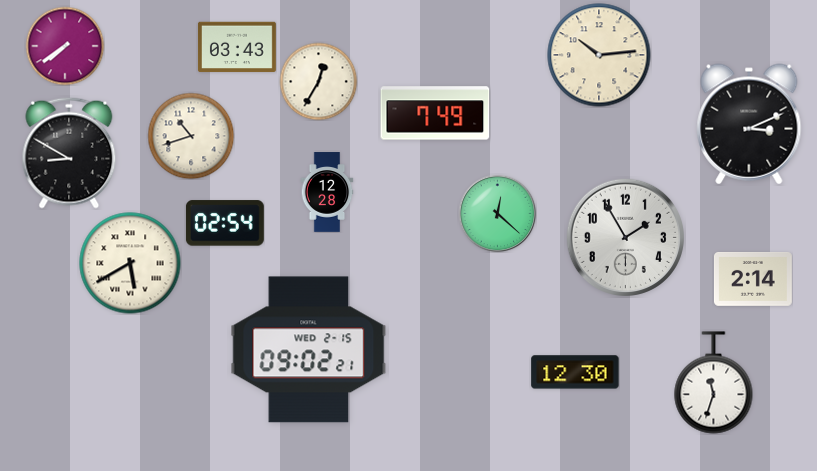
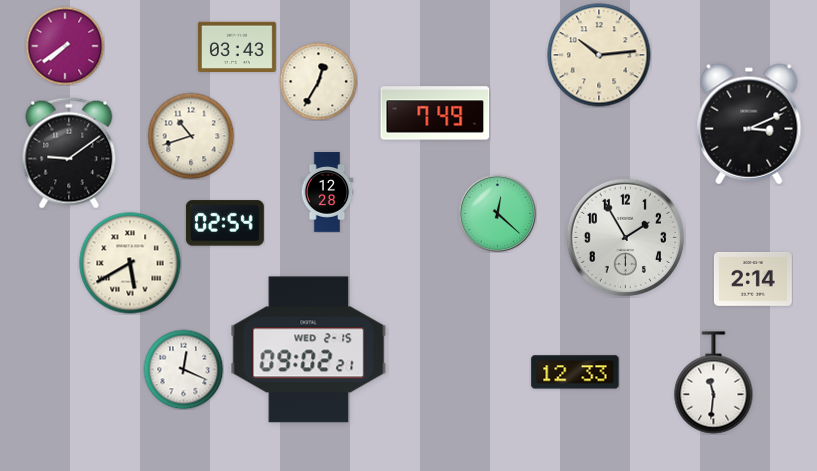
clock at (69, 153): 8:50 -> 9:09
clock at (183, 369): none -> 12:19
clock at (575, 372): 12:30 -> 12:33
clock at (714, 383): 11:33 -> 11:31
